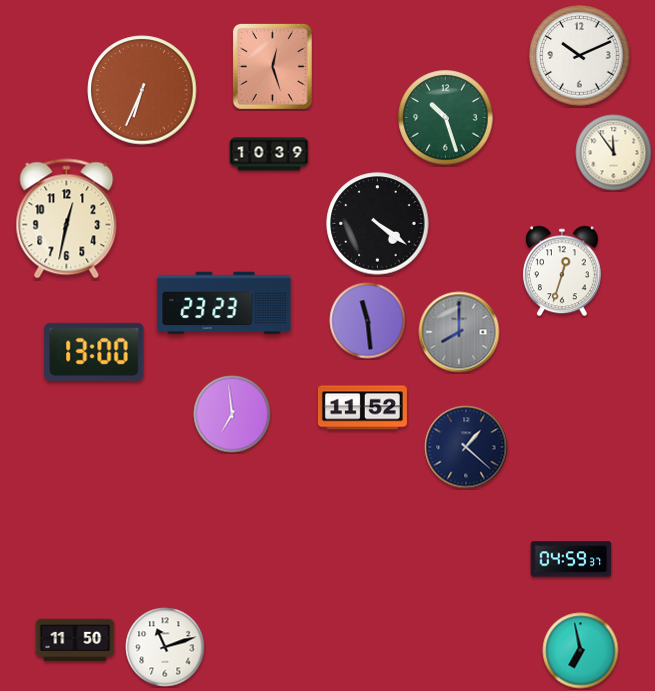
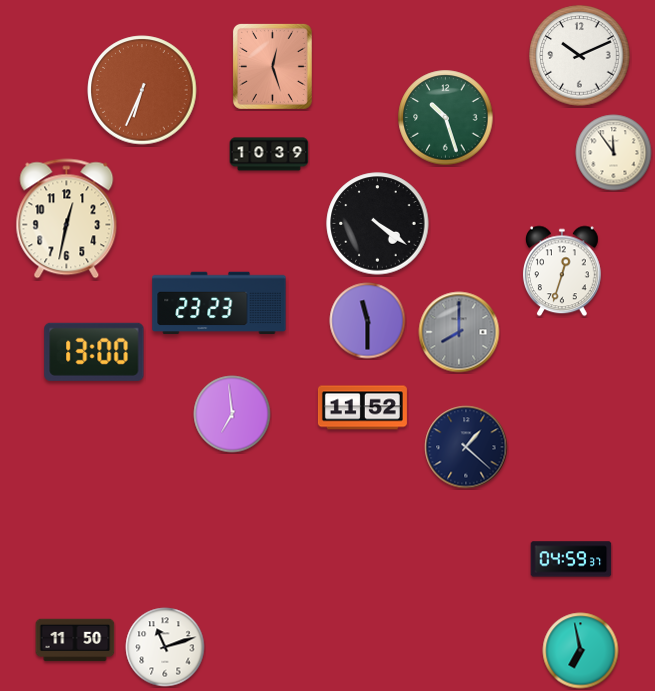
clock at (224, 303) position: (224, 303) -> (219, 303)
clock at (368, 321): 11:29 -> 11:30
